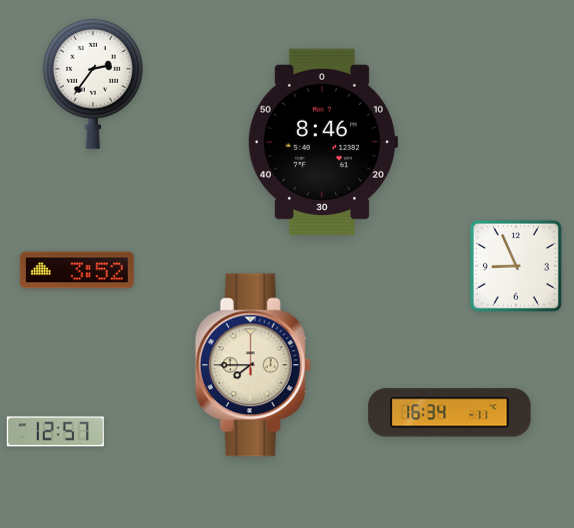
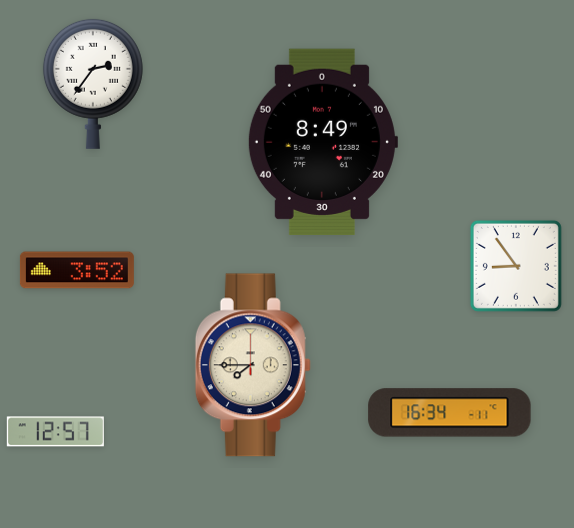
clock at (322, 142): 8:46 -> 8:49
clock at (516, 266): 8:56 -> 8:54
